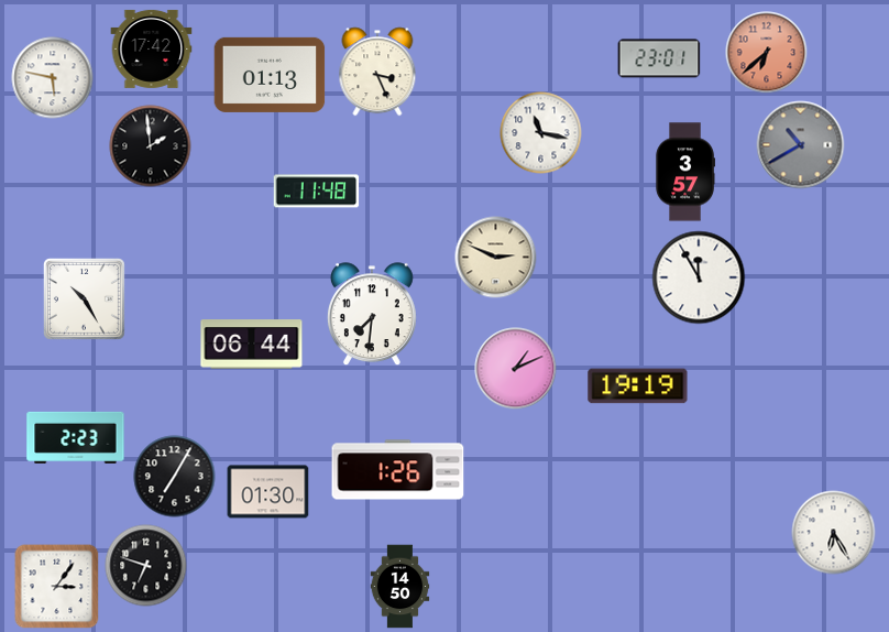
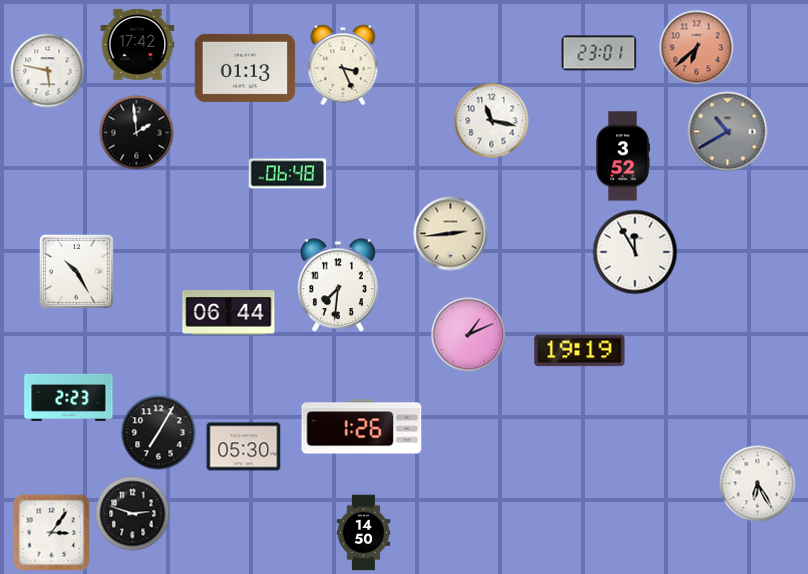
clock at (684, 172): 3:57 -> 3:52
clock at (317, 192): 11:48 -> 06:48
clock at (496, 258): 2:49 -> 2:44
clock at (268, 492): 01:30 -> 05:30
clock at (146, 566): 6:48 -> 2:48
